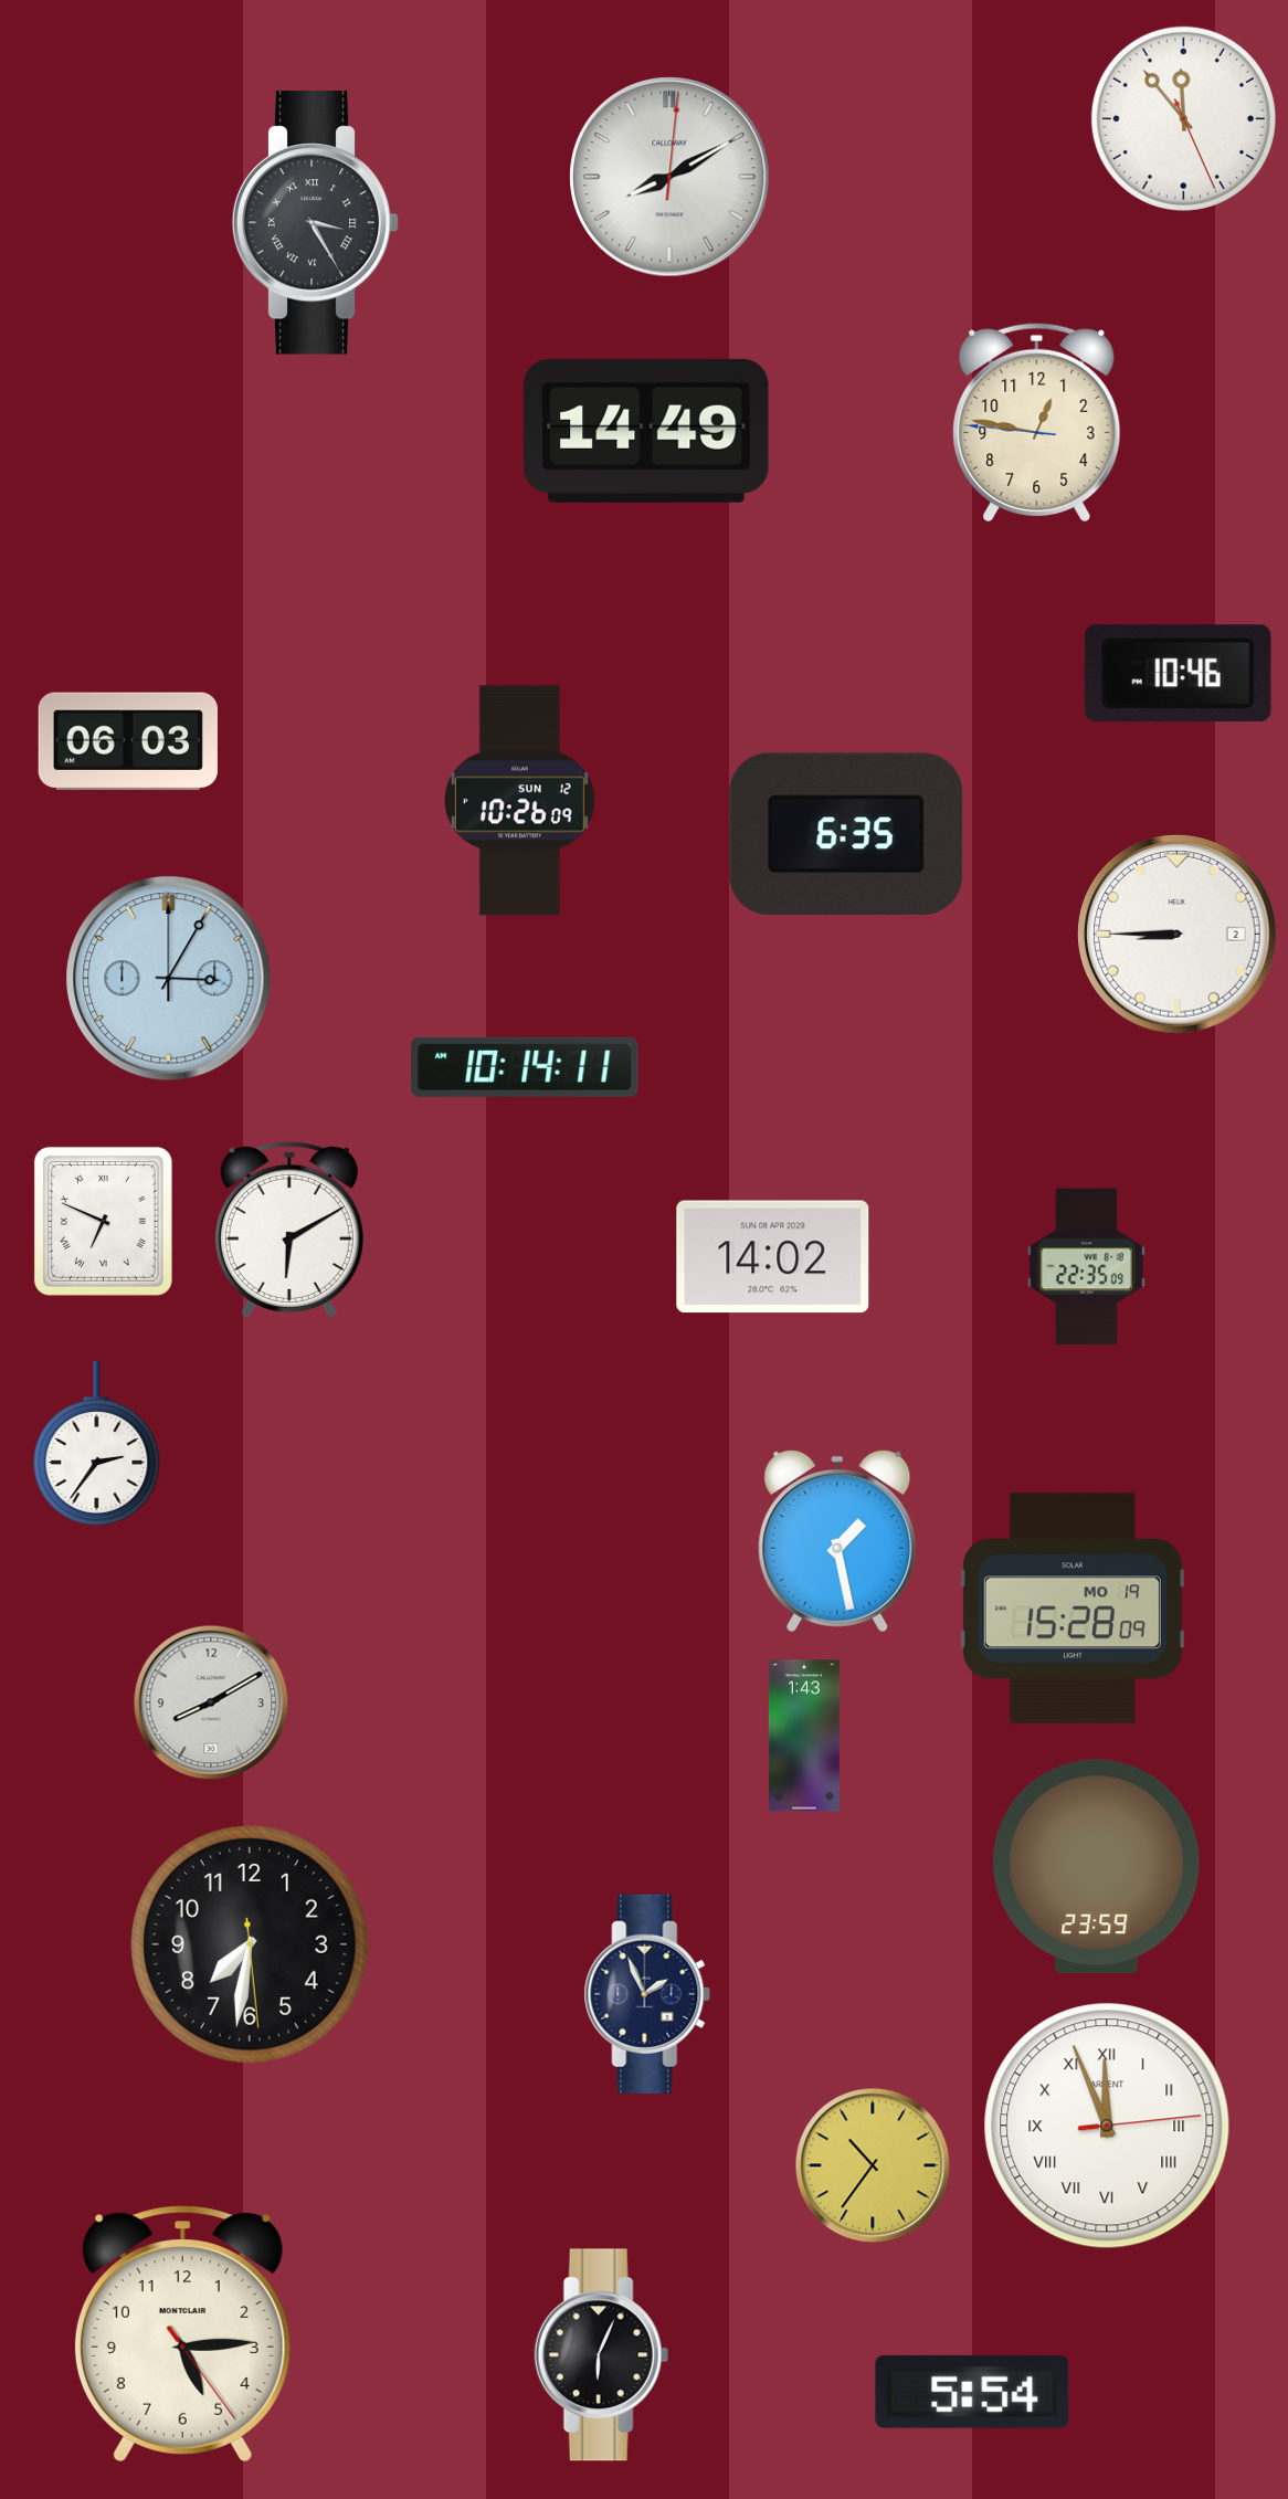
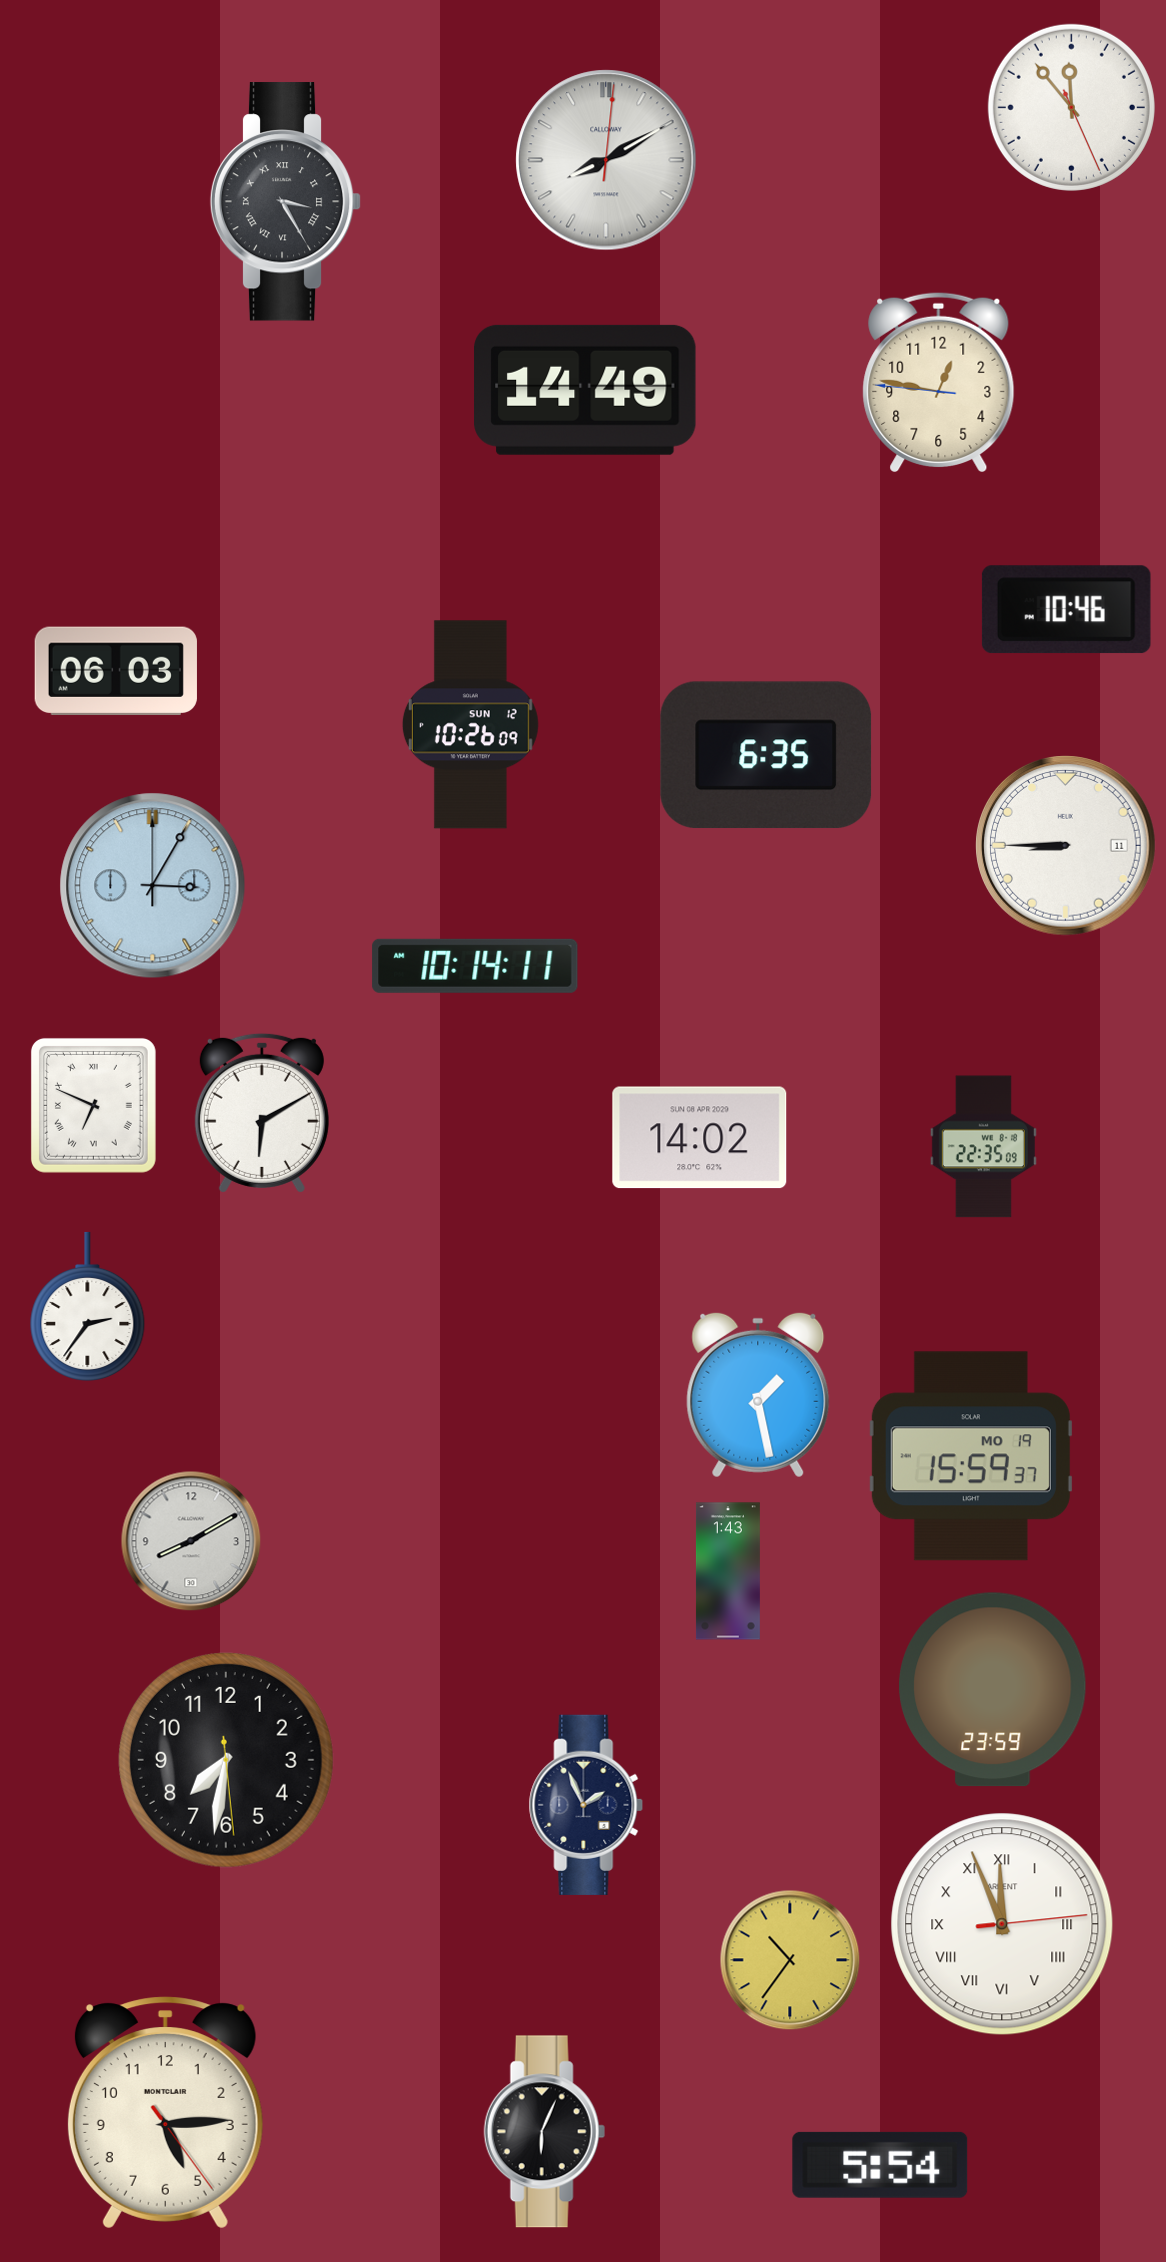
clock at (1178, 935) date: 2 -> 11
clock at (1073, 1609): 15:28 -> 15:59
